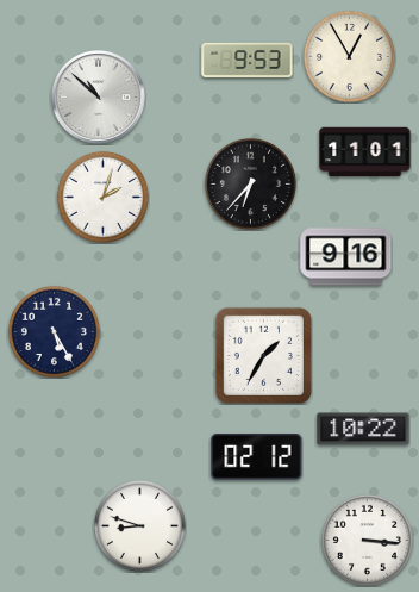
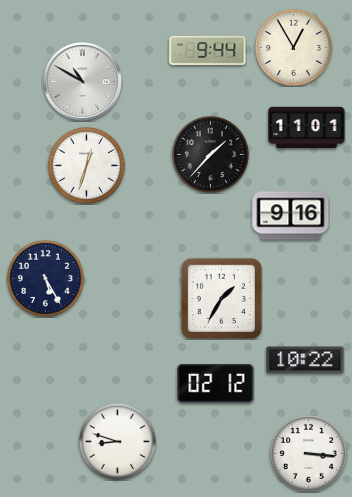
clock at (248, 60): 9:53 -> 9:44
clock at (99, 98): 10:52 -> 10:50
clock at (250, 183): 6:37 -> 1:37
clock at (102, 197): 2:03 -> 12:33
